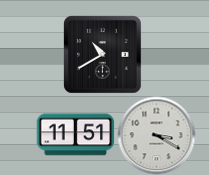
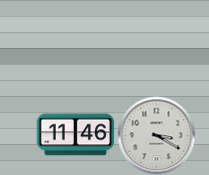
clock at (102, 54): 10:40 -> none
clock at (75, 135): 11:51 -> 11:46
